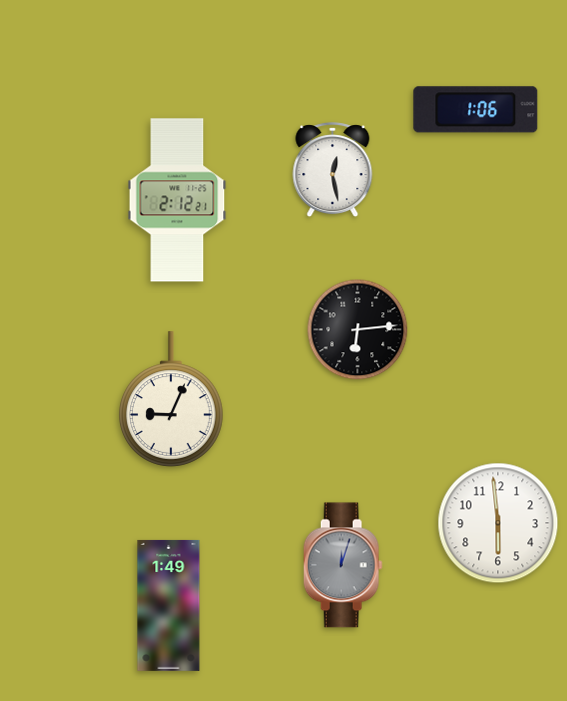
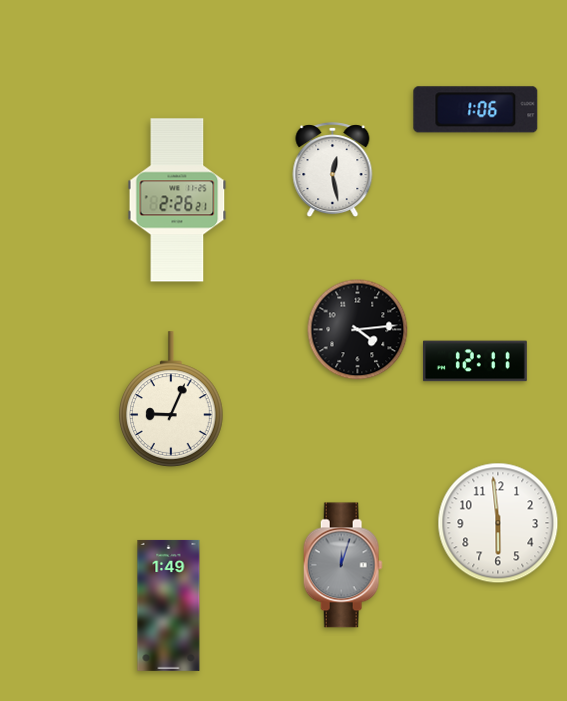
clock at (177, 200): 2:12 -> 2:26
clock at (358, 330): 6:14 -> 4:14
clock at (475, 361): none -> 12:11
